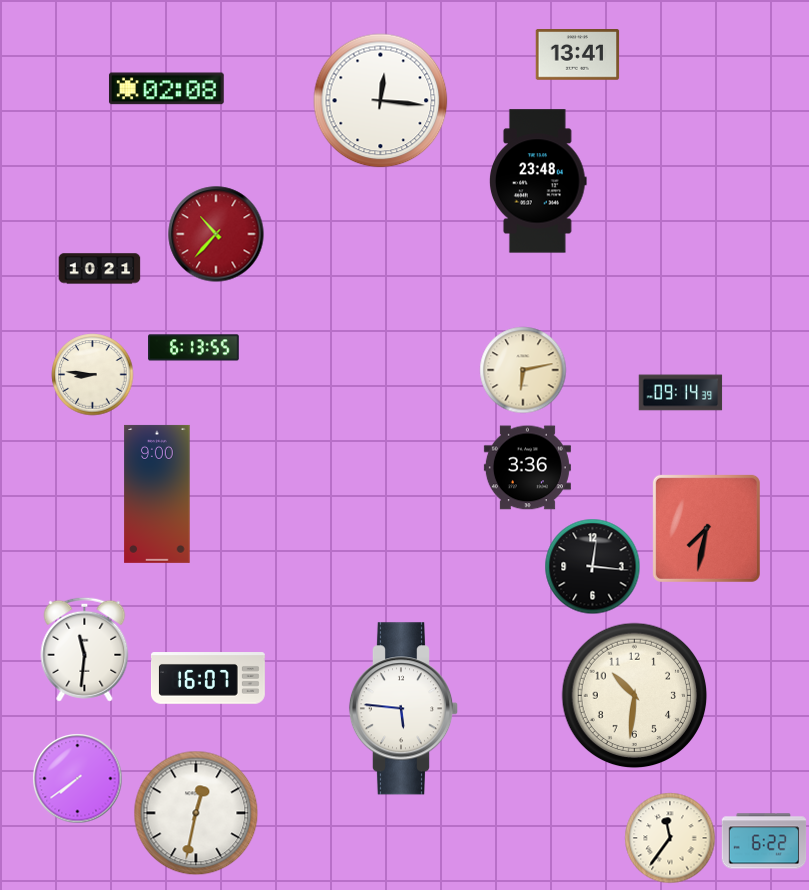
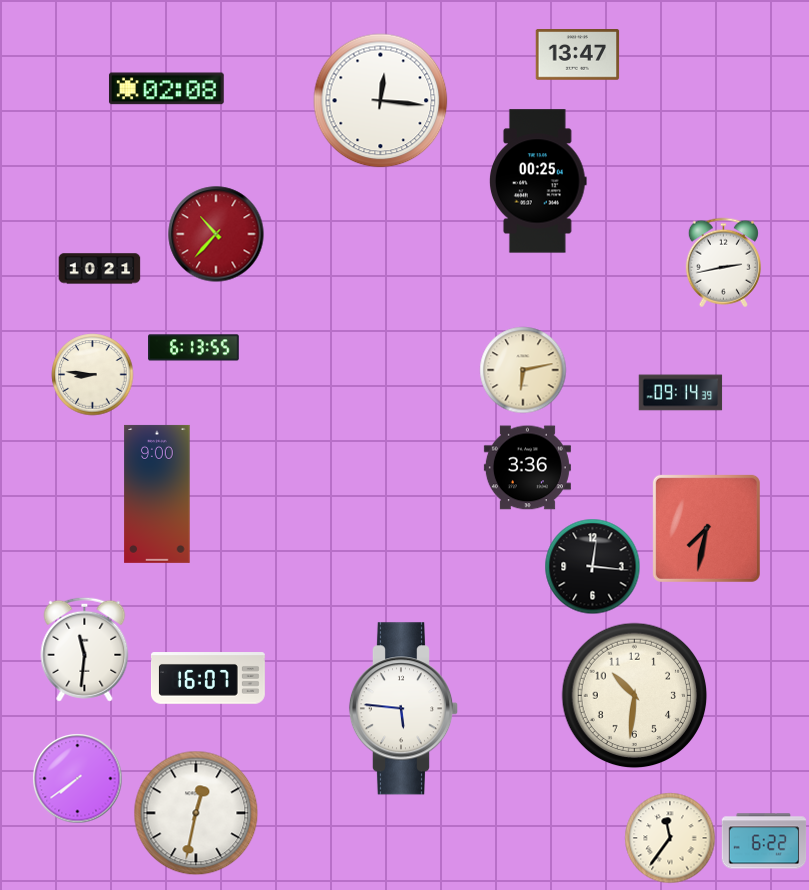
clock at (578, 55): 13:41 -> 13:47
clock at (538, 181): 23:48 -> 00:25
clock at (723, 263): none -> 2:43
